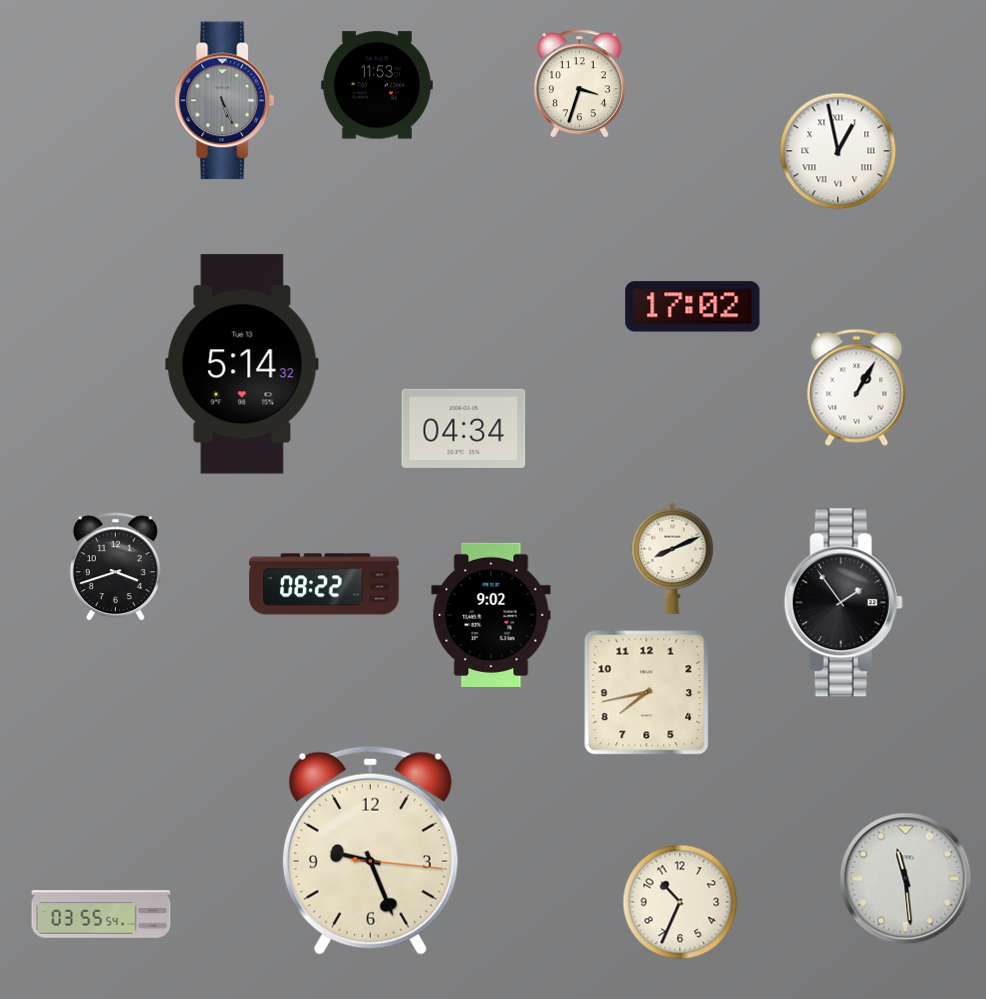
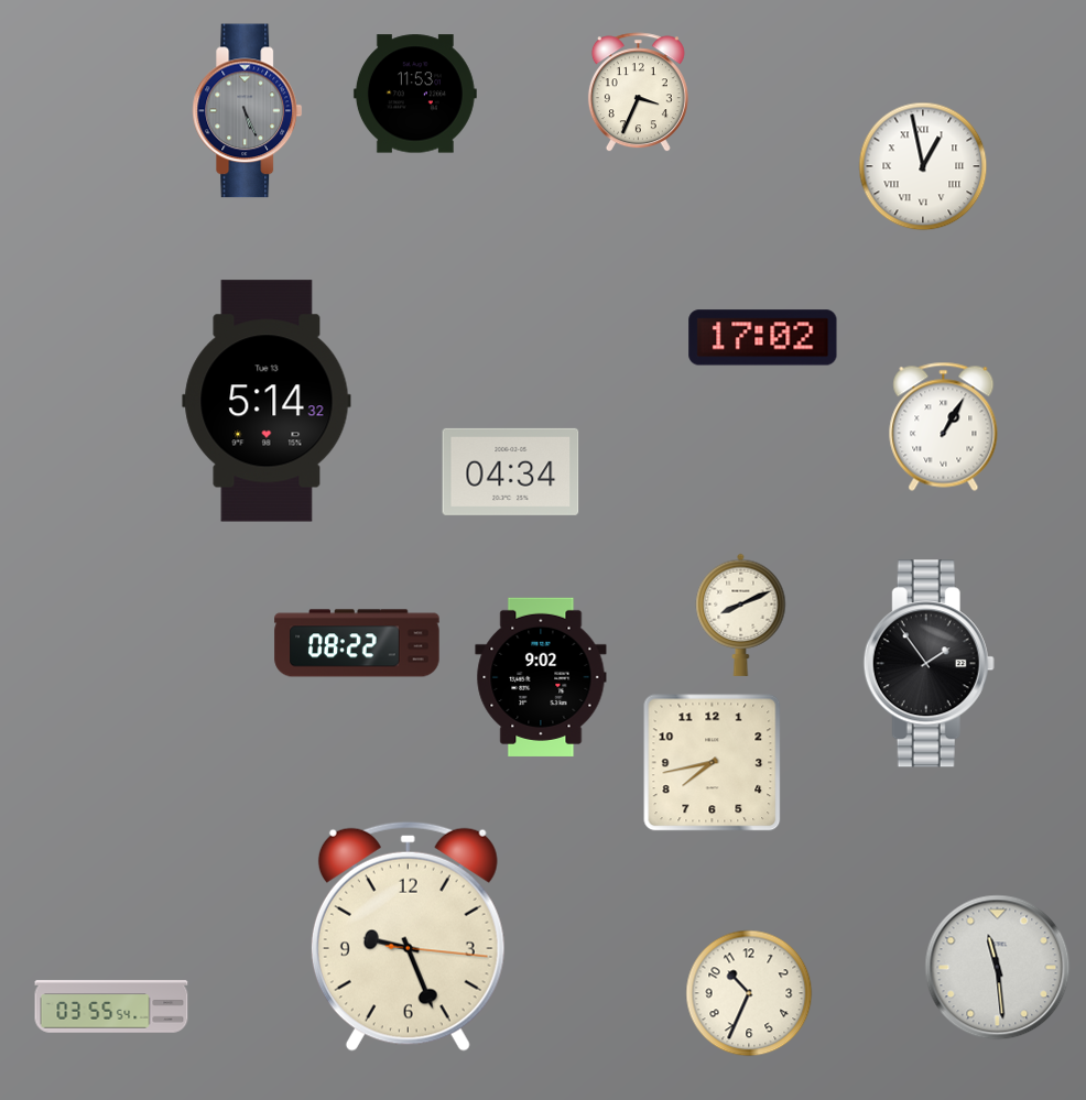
clock at (579, 84): 3:33 -> 3:34
clock at (115, 567): 3:42 -> none
